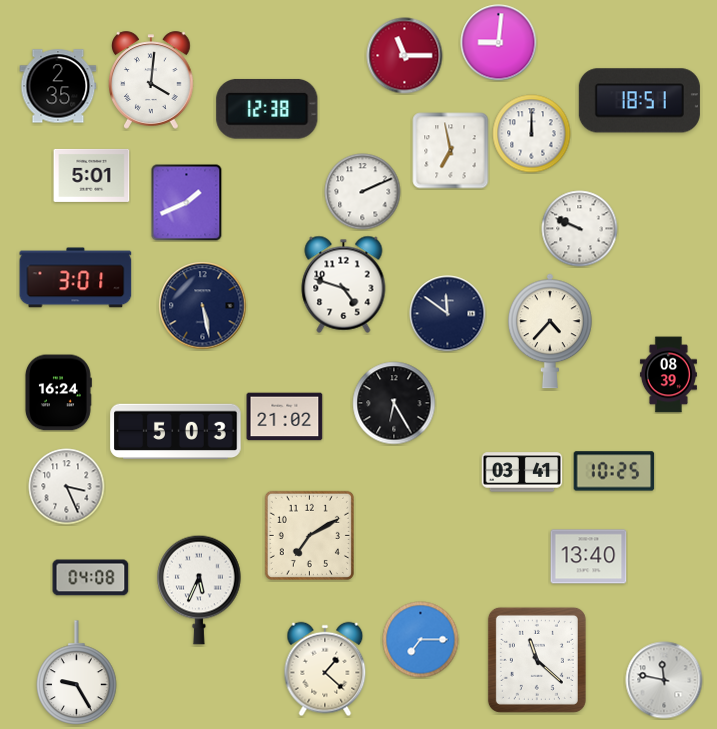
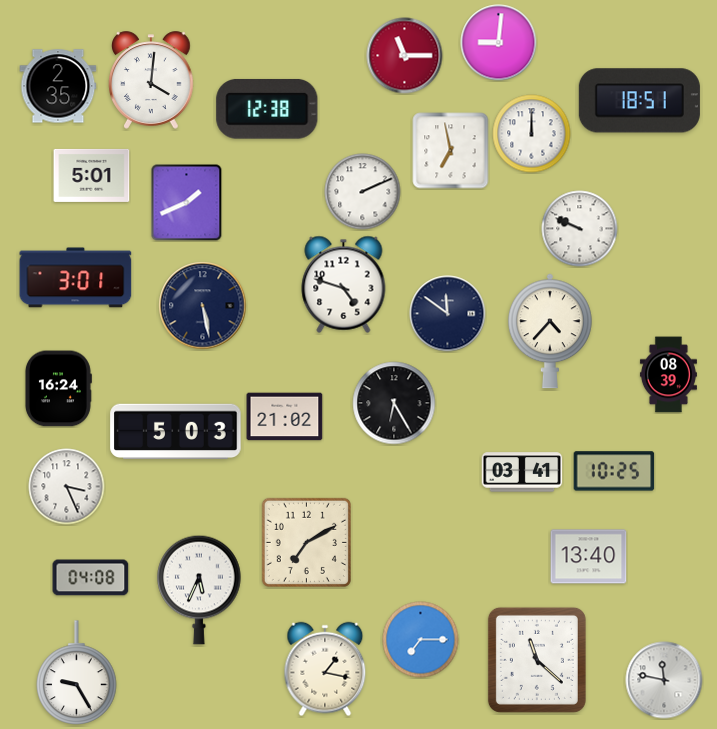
clock at (58, 393) position: (58, 393) -> (58, 389)
clock at (309, 535) position: (309, 535) -> (306, 542)
clock at (325, 669): 1:22 -> 1:17
